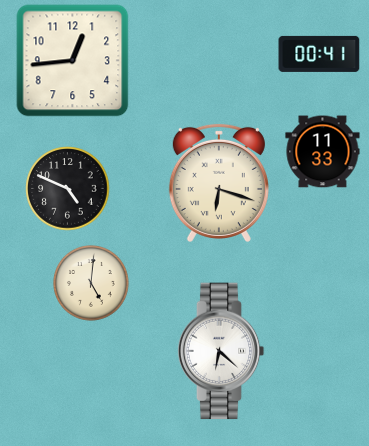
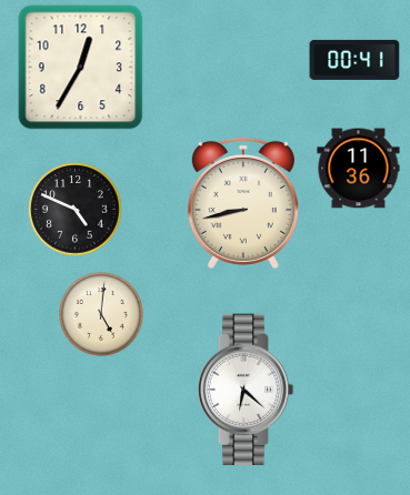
clock at (73, 61): 12:44 -> 12:35
clock at (323, 152): 11:33 -> 11:36
clock at (219, 183): 6:18 -> 8:43
